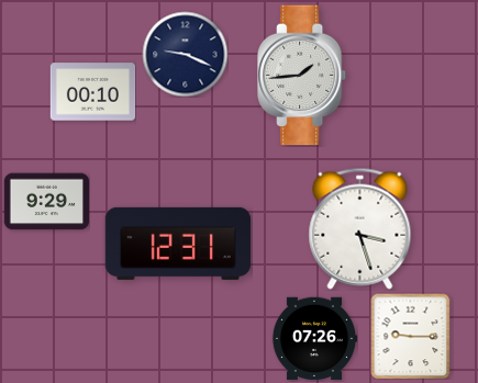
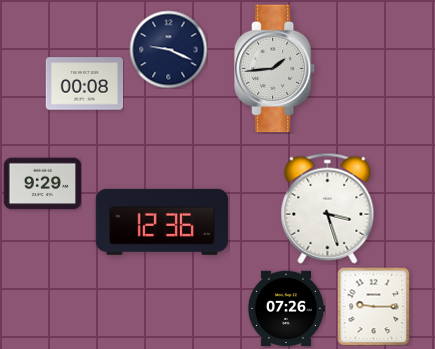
clock at (92, 92): 00:10 -> 00:08
clock at (177, 244): 12:31 -> 12:36
